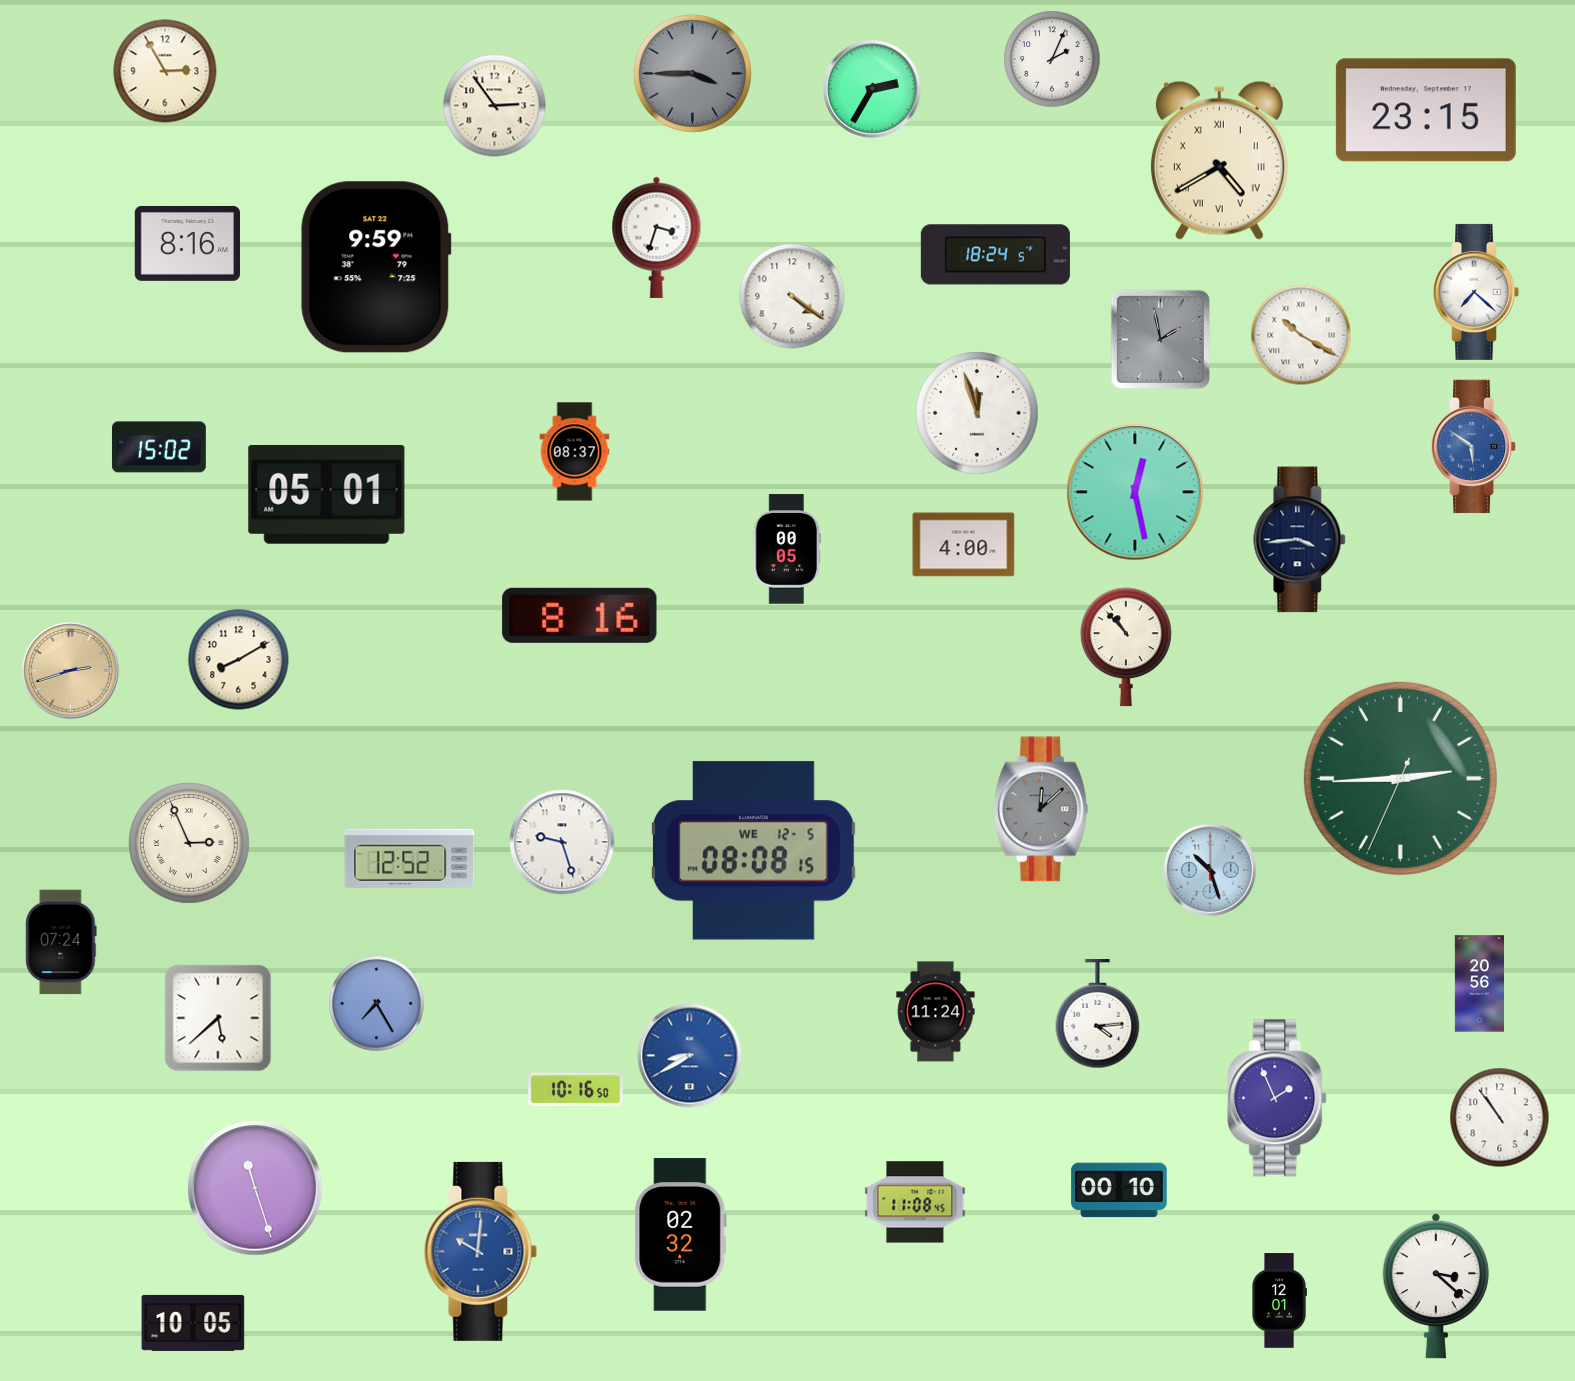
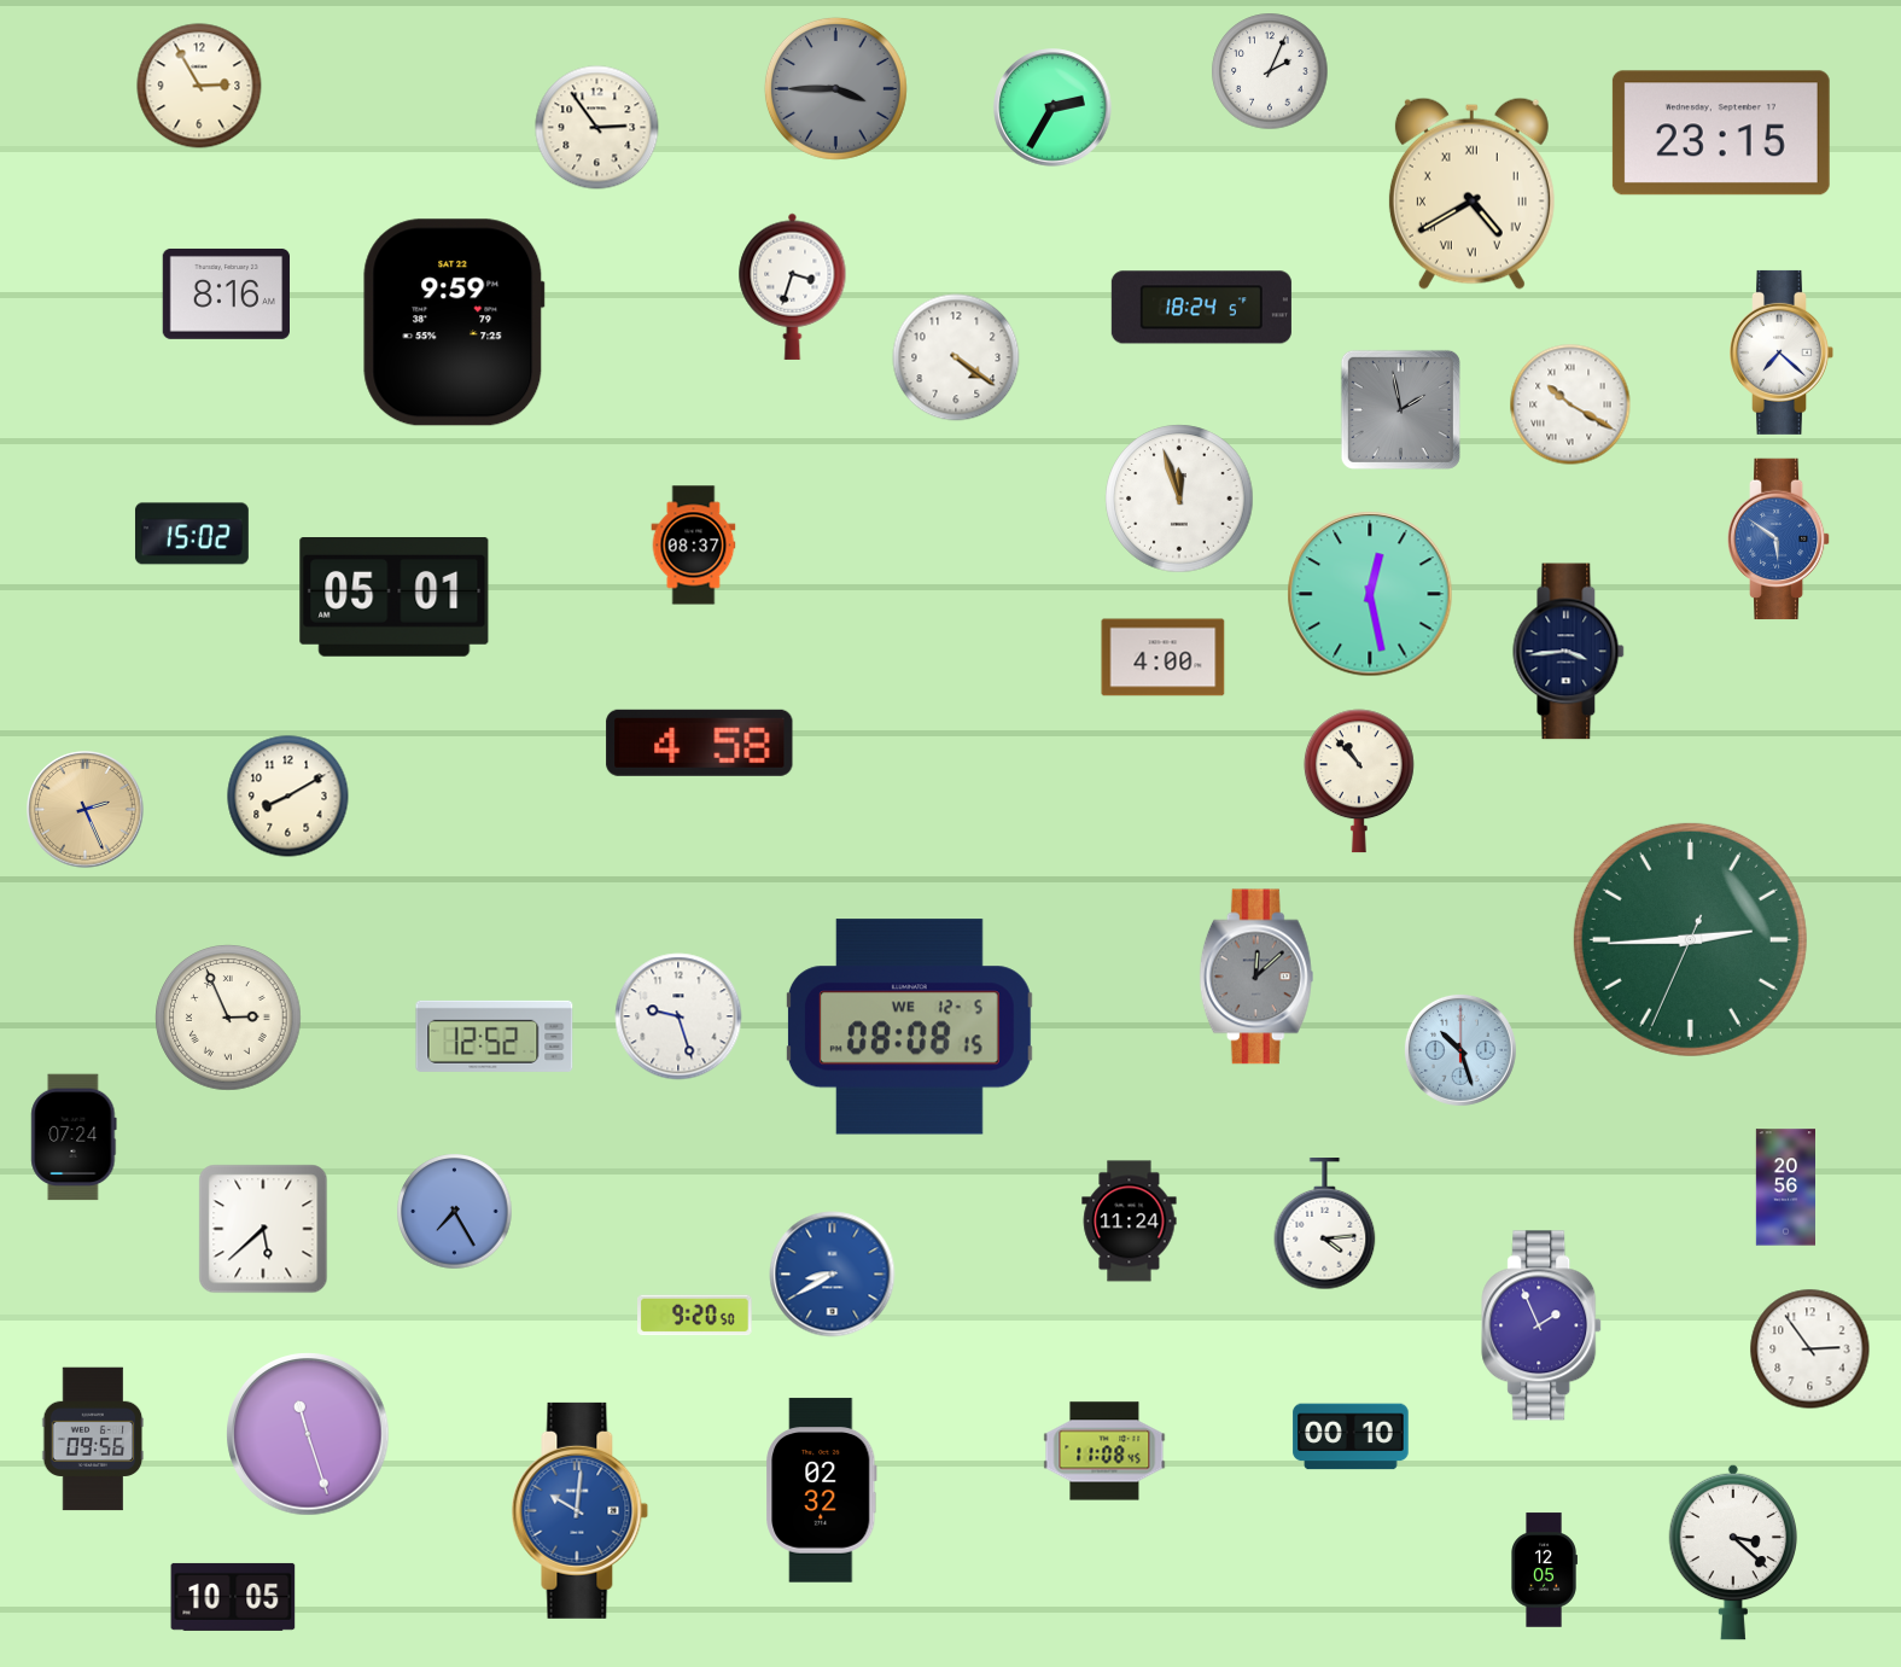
clock at (159, 447) position: (159, 447) -> (192, 534)
clock at (787, 549): 00:05 -> none
clock at (580, 615): 8:16 -> 4:58
clock at (71, 671): 2:42 -> 2:26
clock at (576, 1090): 10:16 -> 9:20
clock at (1500, 1118): 10:54 -> 2:54
clock at (93, 1439): none -> 09:56
clock at (1280, 1301): 12:01 -> 12:05
